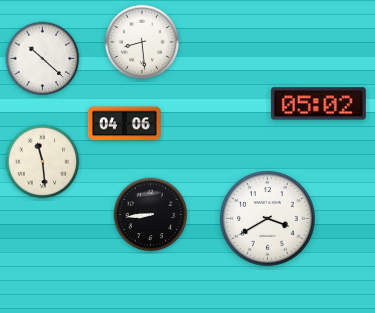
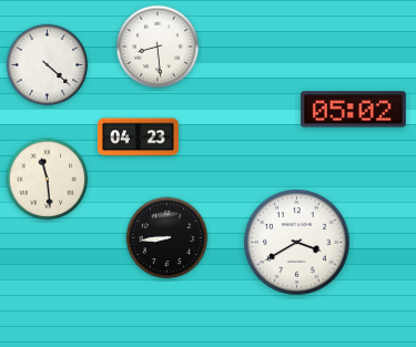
clock at (43, 59): 10:22 -> 4:22
clock at (318, 104) position: (318, 104) -> (353, 110)
clock at (124, 124): 04:06 -> 04:23
